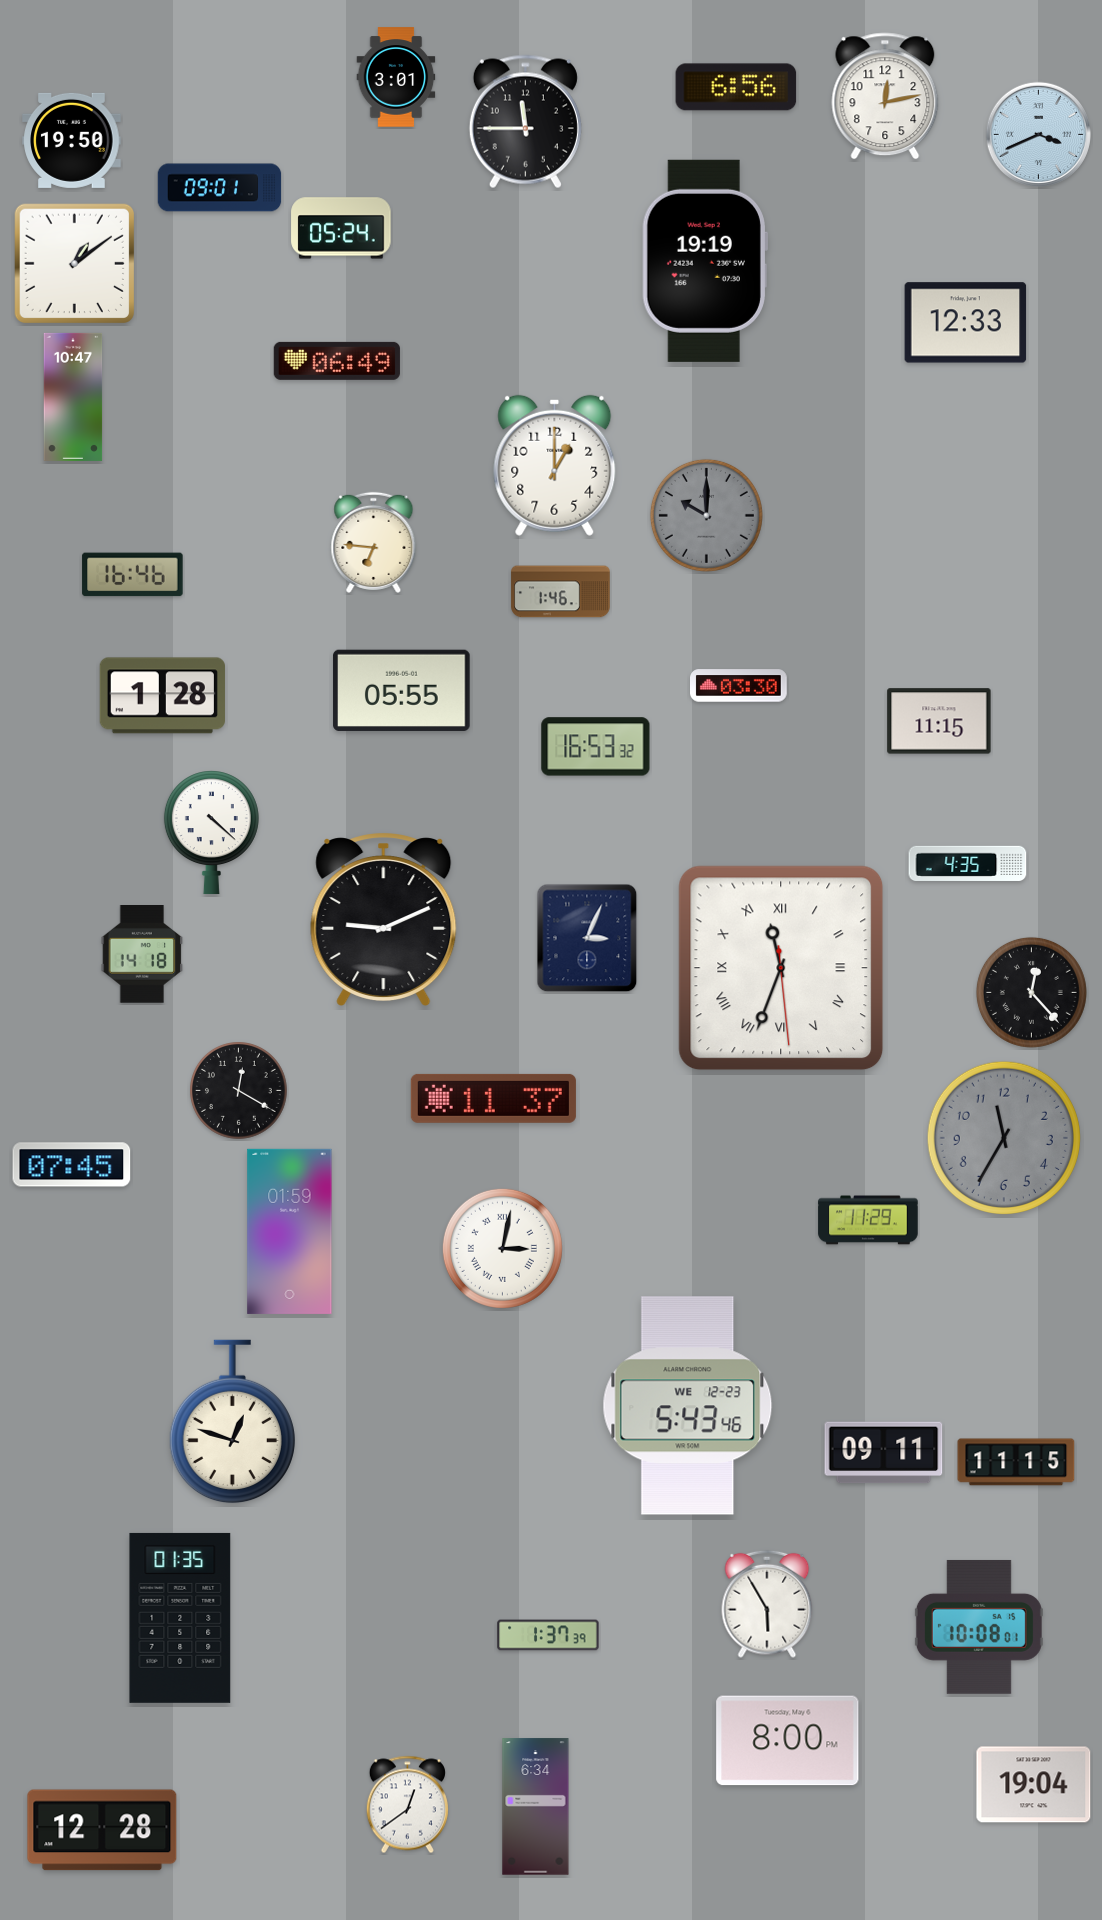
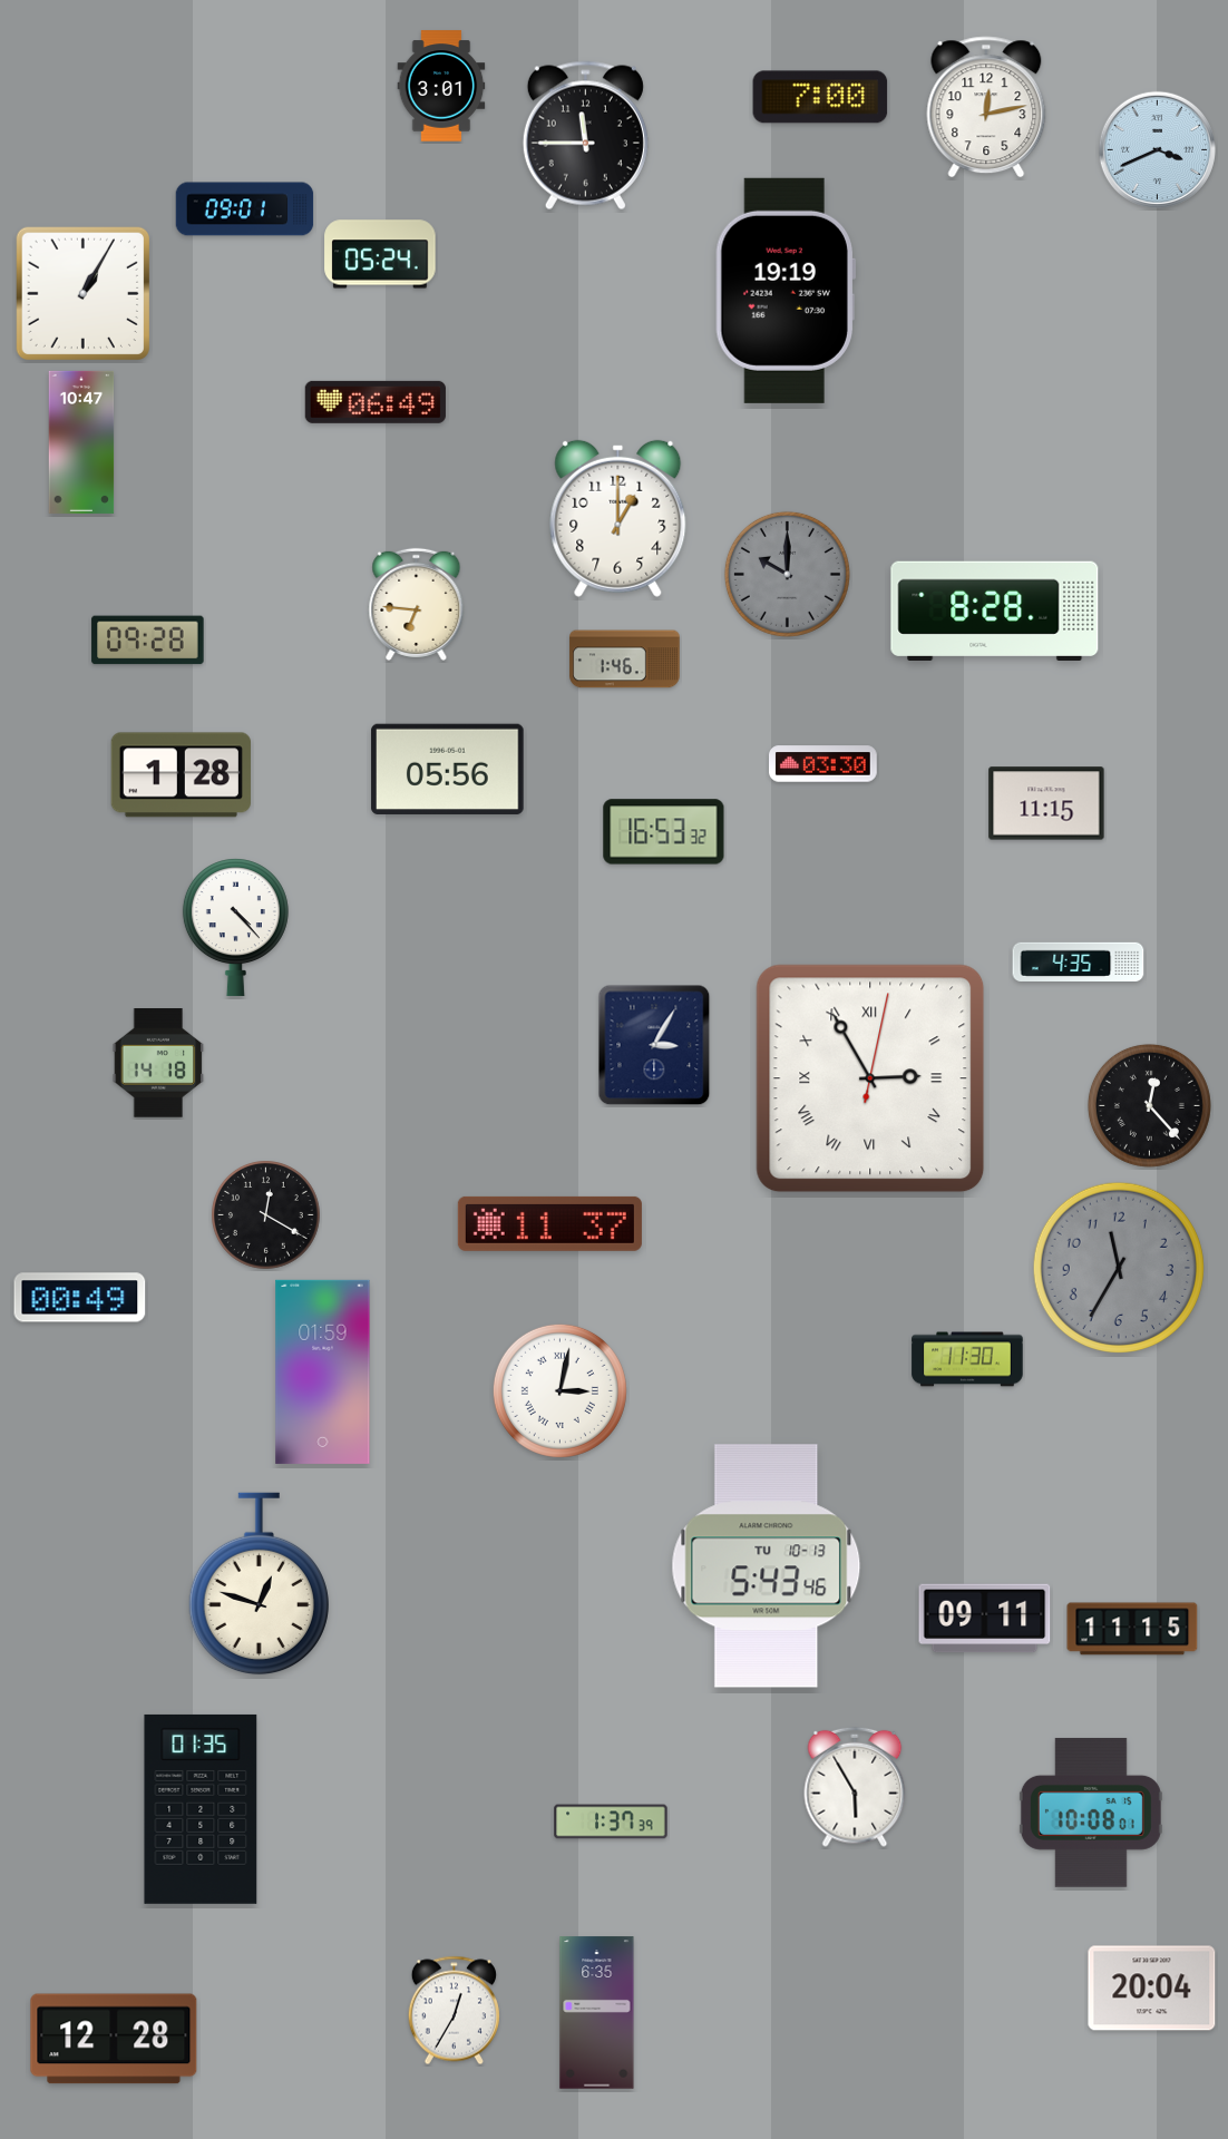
clock at (736, 87): 6:56 -> 7:00
clock at (72, 140): 19:50 -> none
clock at (74, 263): 1:09 -> 1:05
clock at (966, 323): 12:33 -> none
clock at (995, 611): none -> 8:28
clock at (133, 575): 16:46 -> 09:28
clock at (402, 690): 05:55 -> 05:56
clock at (211, 833): 4:22 -> 4:23
clock at (384, 919): 9:11 -> none
clock at (587, 938): 3:04 -> 3:05
clock at (781, 968): 11:33 -> 2:55
clock at (72, 1165): 07:45 -> 00:49
clock at (868, 1220): 11:29 -> 11:30
clock at (688, 1406) date: WE 12-23 -> TU 10-13
clock at (180, 1618) position: (180, 1618) -> (201, 1809)
clock at (788, 1741): 8:00 -> none
clock at (1034, 1785): 19:04 -> 20:04
clock at (407, 1805): 12:39 -> 12:35
clock at (536, 1807): 6:34 -> 6:35
